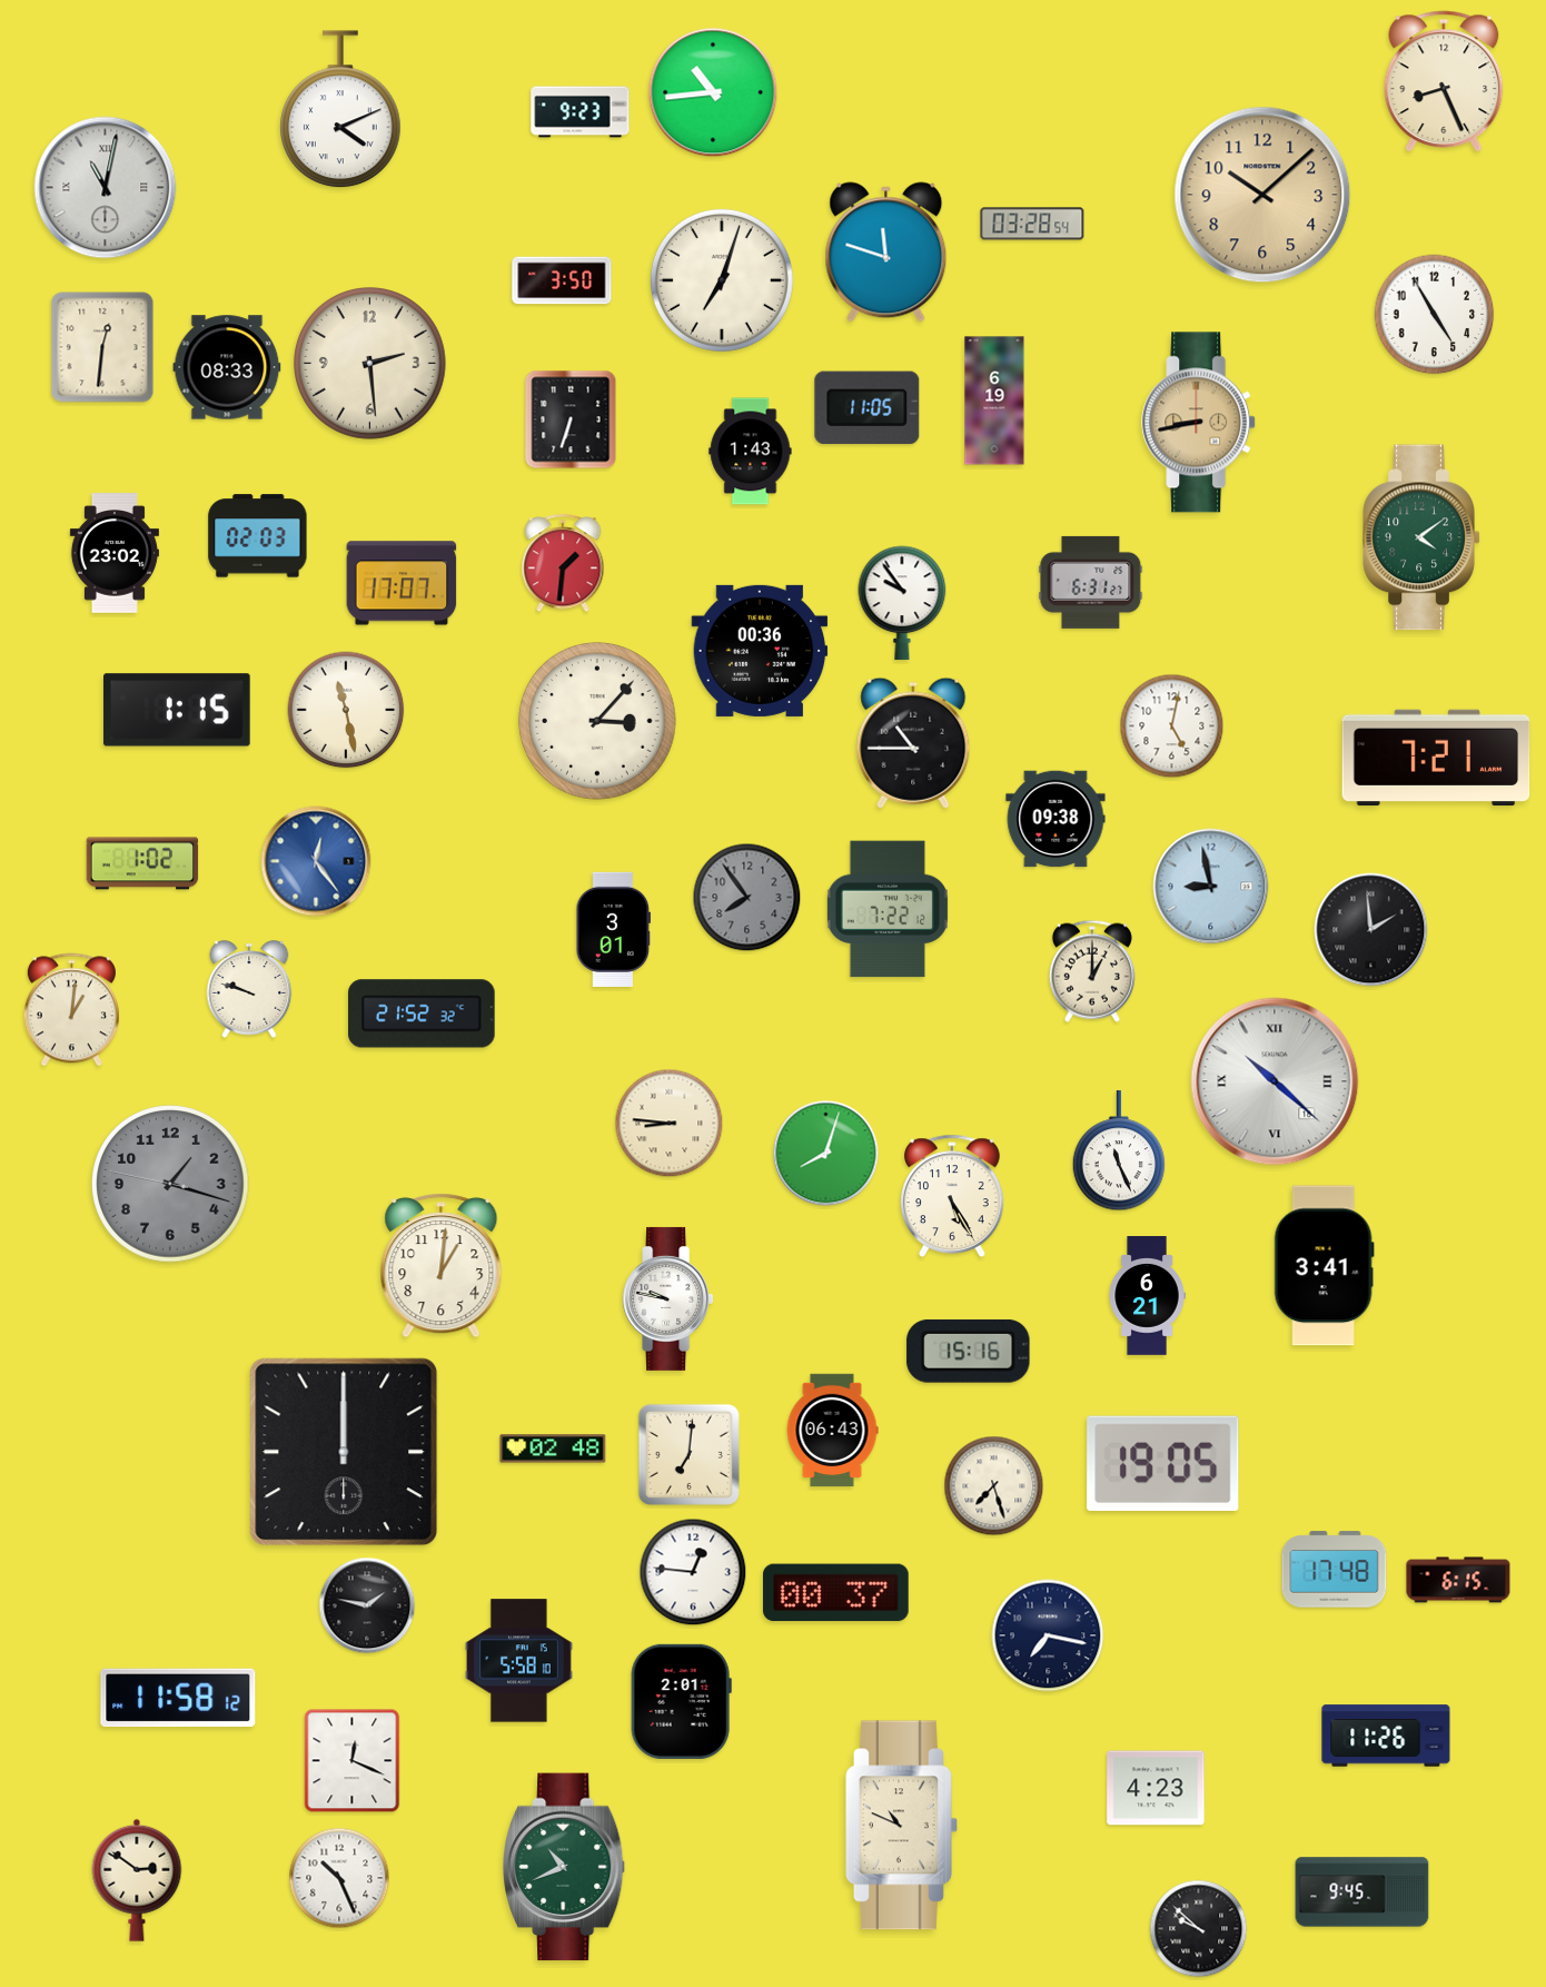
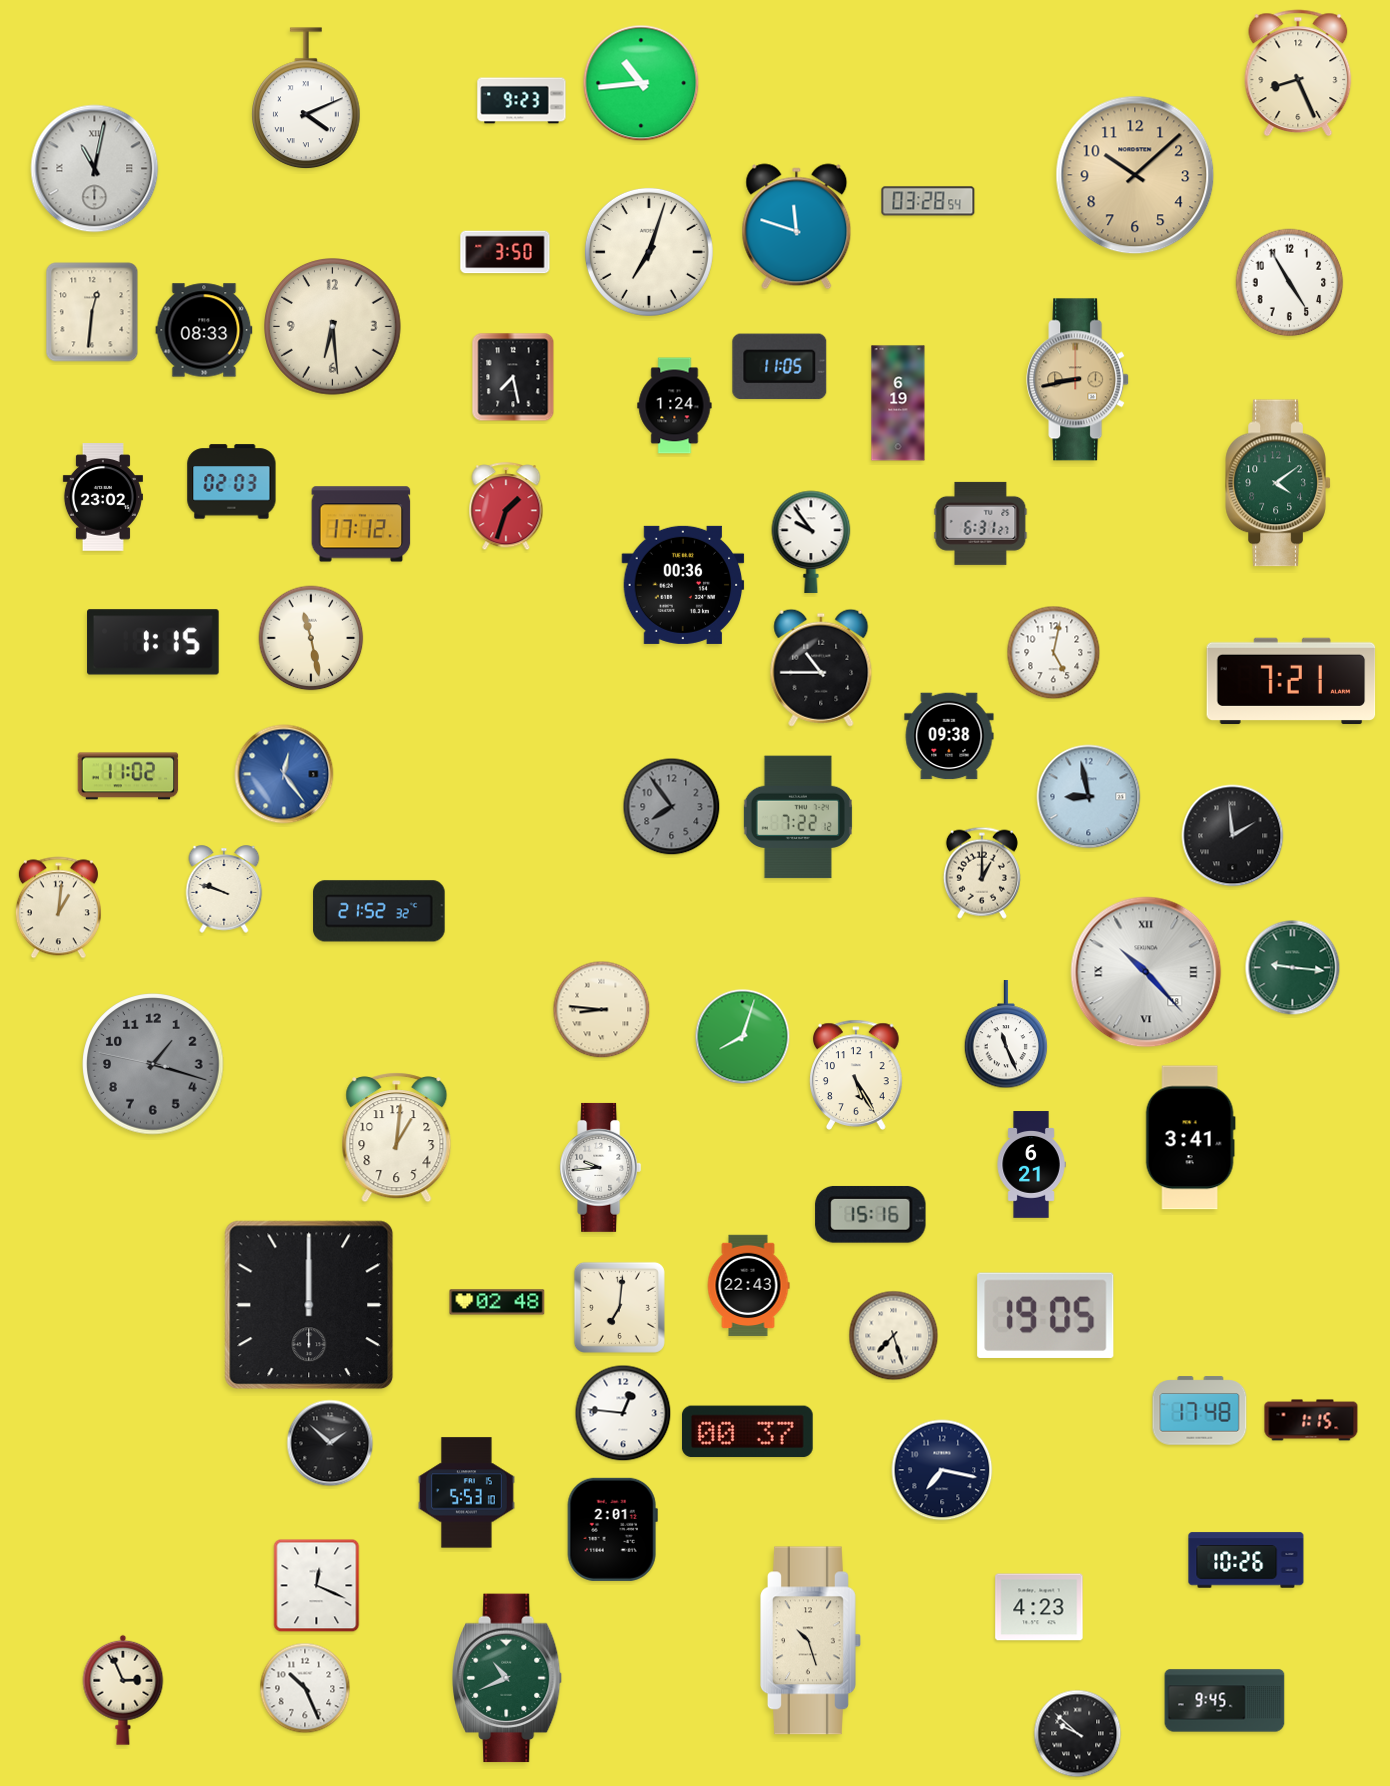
clock at (370, 364): 2:29 -> 6:29
clock at (994, 401) position: (994, 401) -> (898, 403)
clock at (571, 419): 6:33 -> 7:28
clock at (751, 452): 1:43 -> 1:24
clock at (563, 564): 1:31 -> 1:33
clock at (402, 583): 17:07 -> 17:12
clock at (177, 710) position: (177, 710) -> (153, 642)
clock at (597, 721): 3:07 -> none
clock at (142, 863): 1:02 -> 11:02
clock at (614, 929): 3:01 -> none
clock at (71, 1010) position: (71, 1010) -> (58, 908)
clock at (1293, 968): none -> 9:16
clock at (1275, 1081): 10:22 -> 10:23
clock at (668, 1298): 9:47 -> 9:44
clock at (832, 1431): 06:43 -> 22:43
clock at (1458, 1580): 6:15 -> 1:15
clock at (835, 1593) position: (835, 1593) -> (747, 1432)
clock at (367, 1605): 1:47 -> 1:52
clock at (518, 1661): 5:58 -> 5:53
clock at (178, 1698): 11:58 -> none
clock at (1386, 1736): 11:26 -> 10:26
clock at (353, 1761) position: (353, 1761) -> (317, 1586)
clock at (902, 1826): 10:49 -> 10:27
clock at (137, 1880): 2:51 -> 2:56
